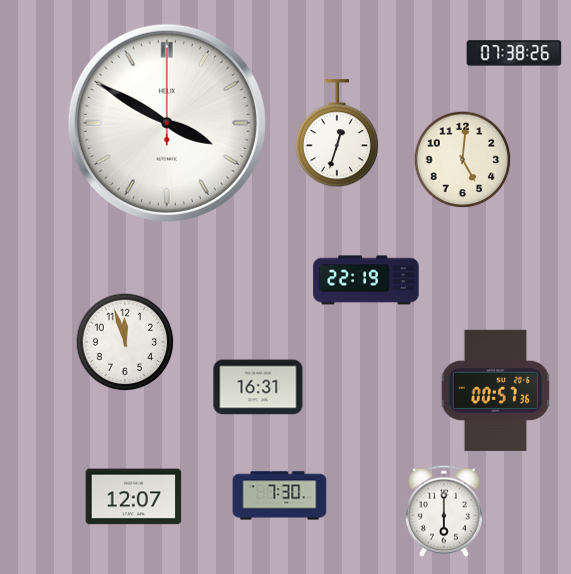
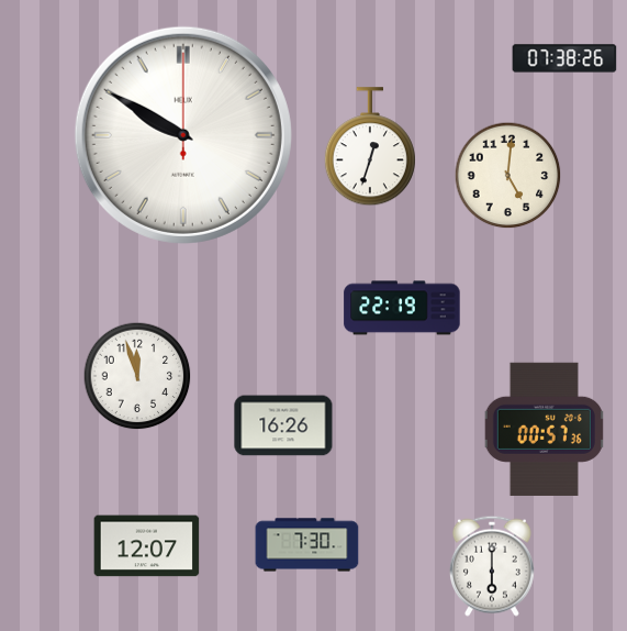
clock at (167, 123): 3:50 -> 9:50
clock at (258, 387): 16:31 -> 16:26
clock at (444, 511) position: (444, 511) -> (492, 566)
